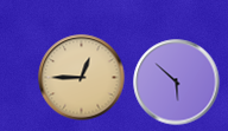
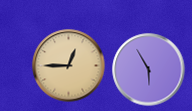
clock at (177, 83): 5:52 -> 5:55
